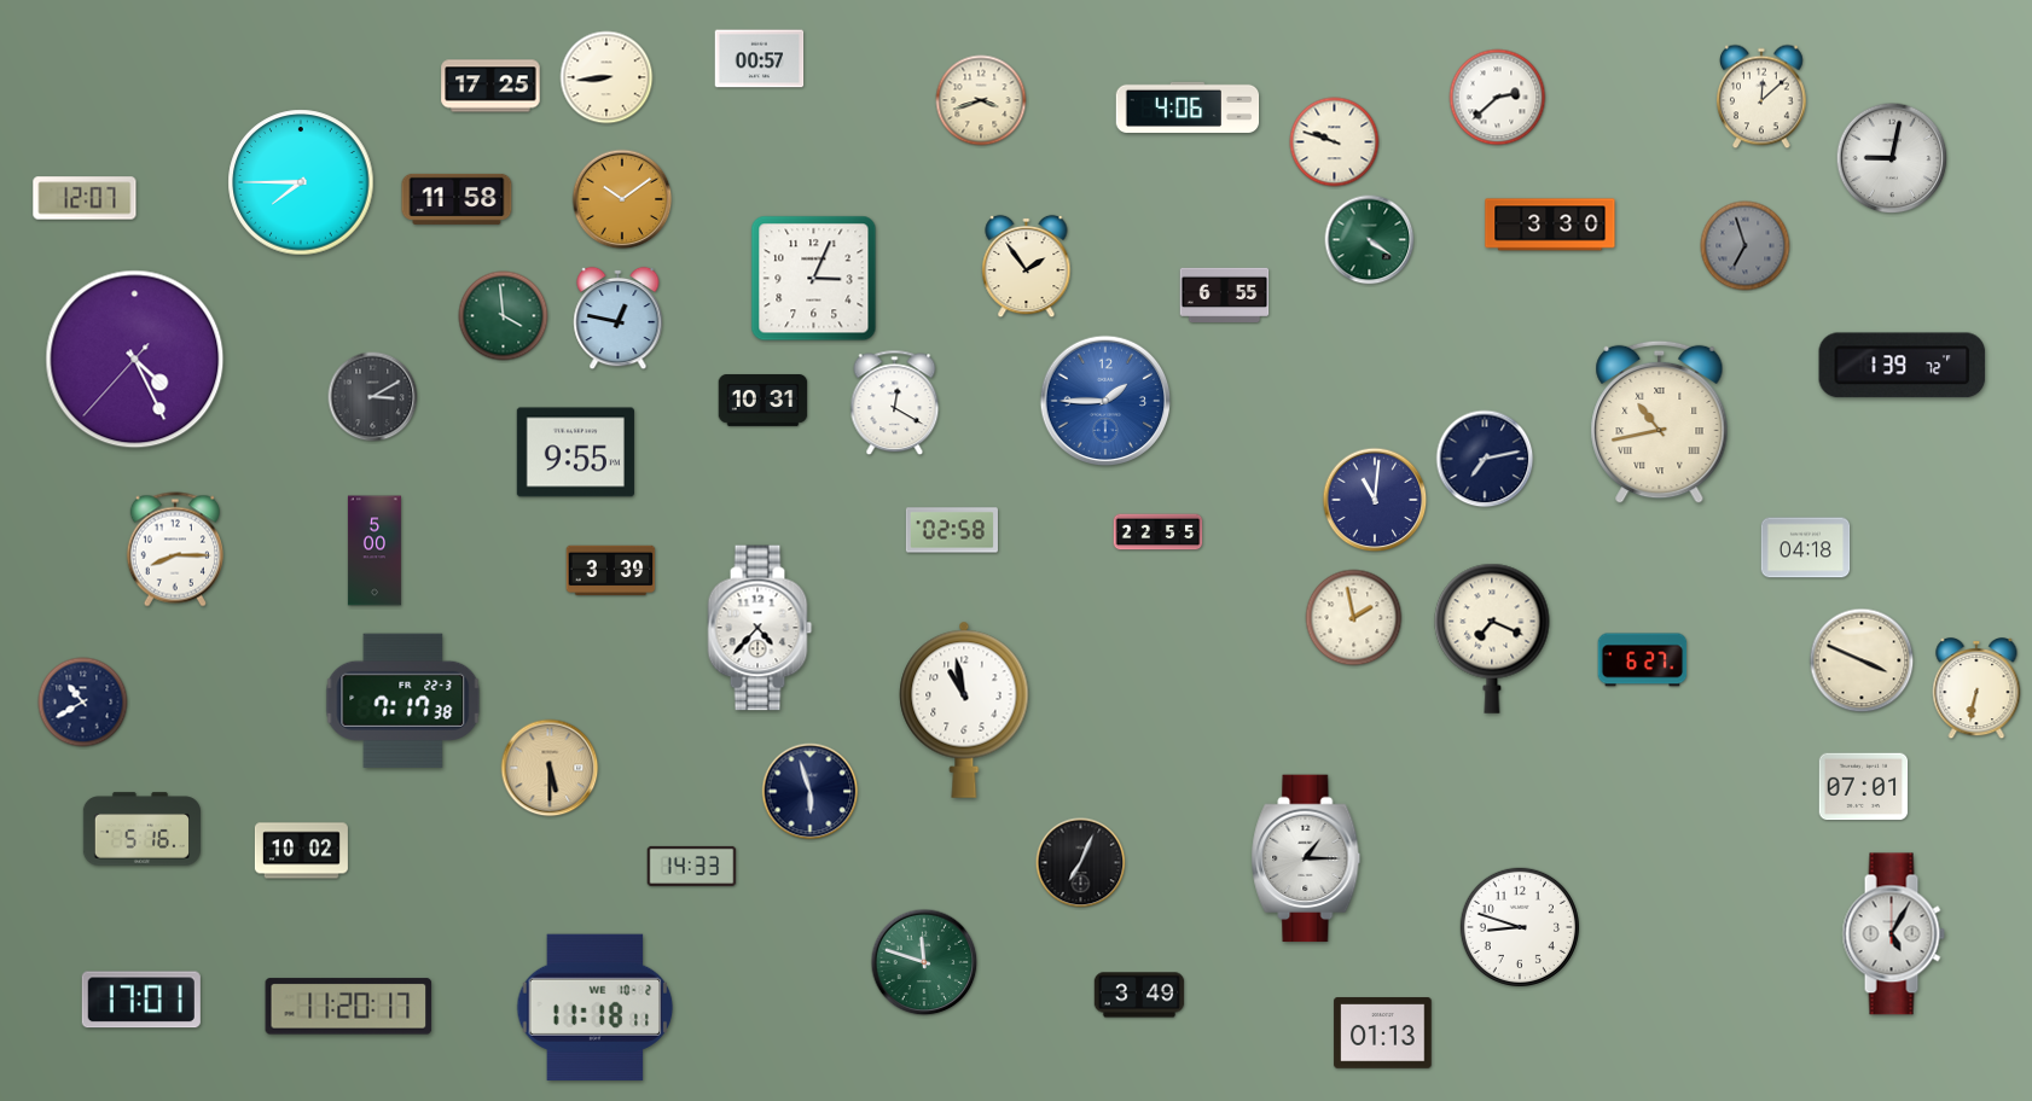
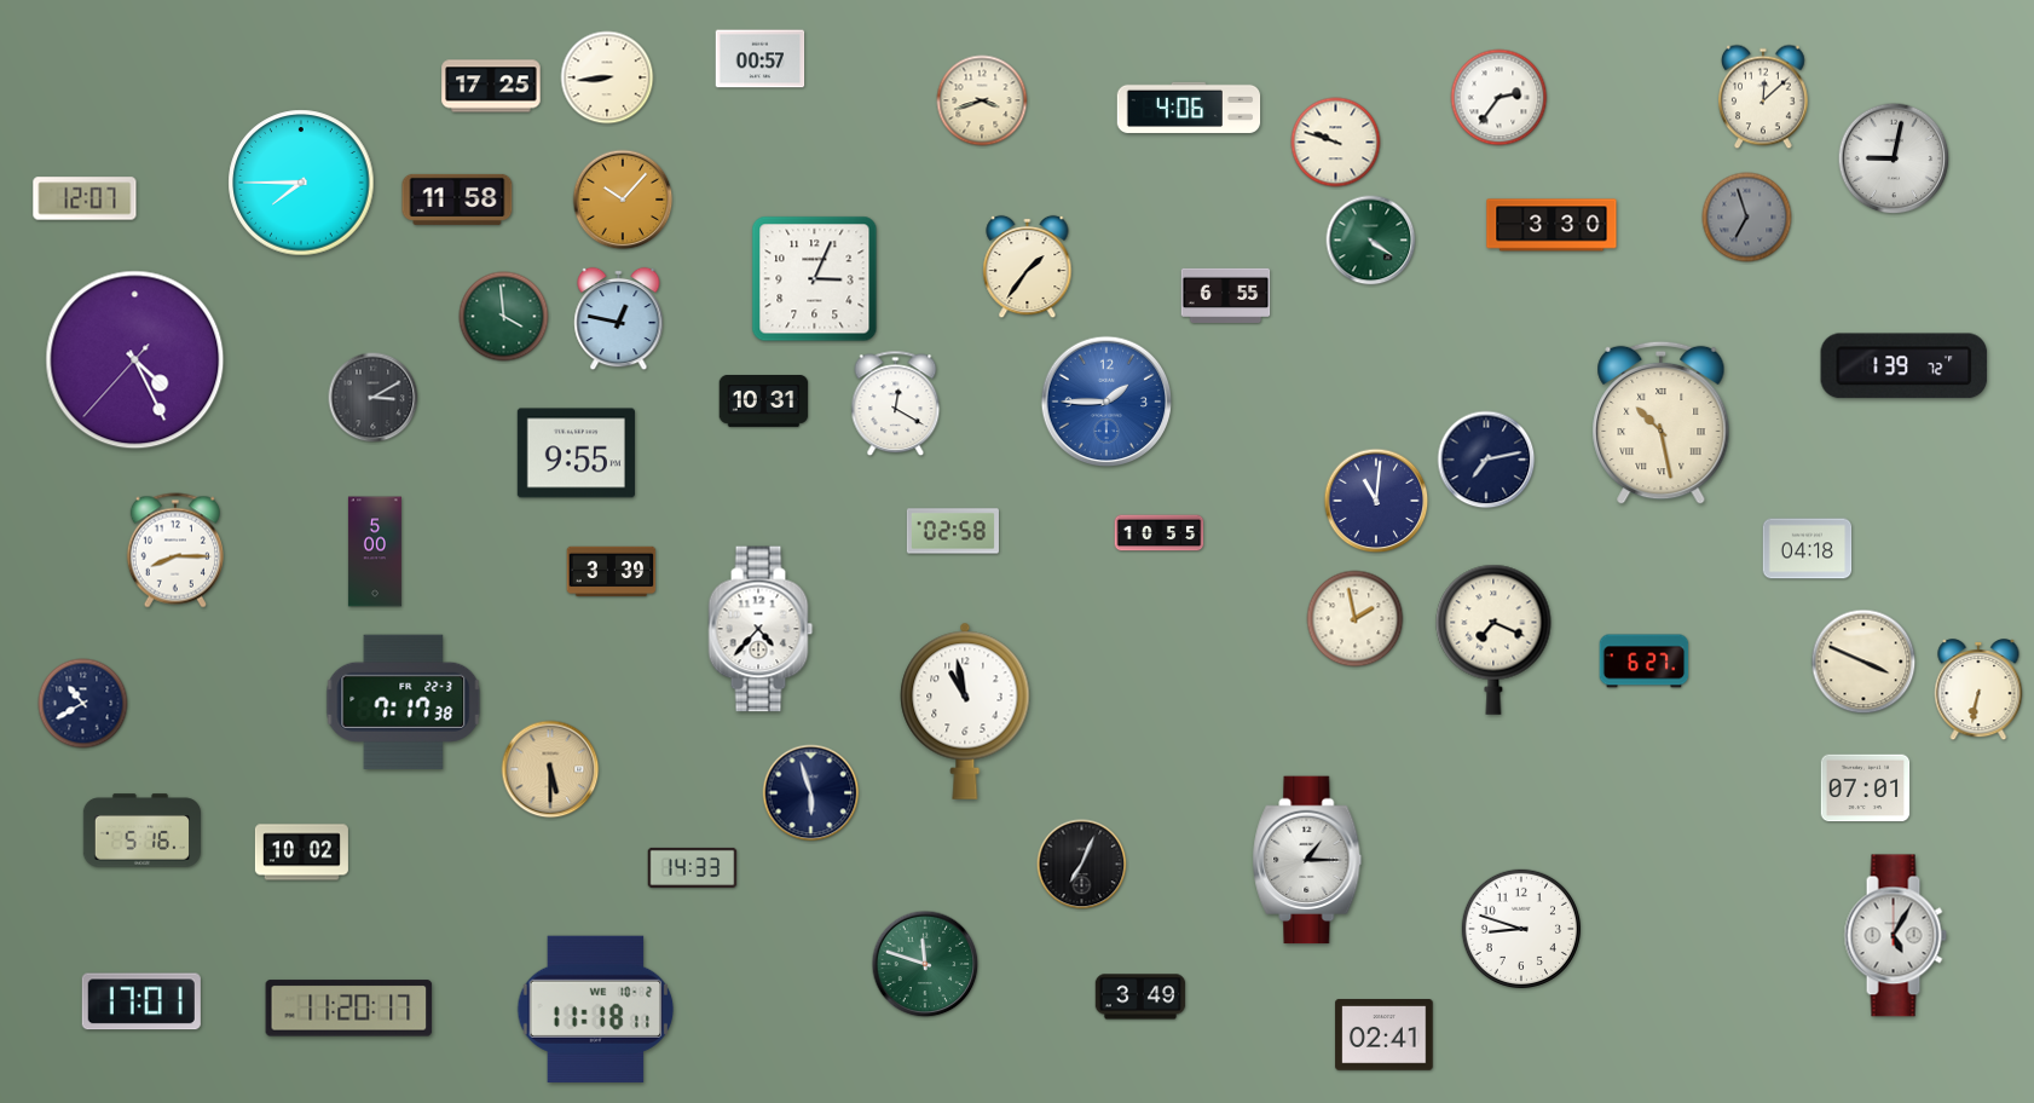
clock at (1498, 98): 2:38 -> 2:36
clock at (622, 199): 10:09 -> 10:07
clock at (1746, 246) position: (1746, 246) -> (1747, 218)
clock at (1027, 267): 1:54 -> 1:36
clock at (1660, 423): 10:43 -> 10:28
clock at (1159, 532): 22:55 -> 10:55
clock at (1383, 1033): 01:13 -> 02:41
